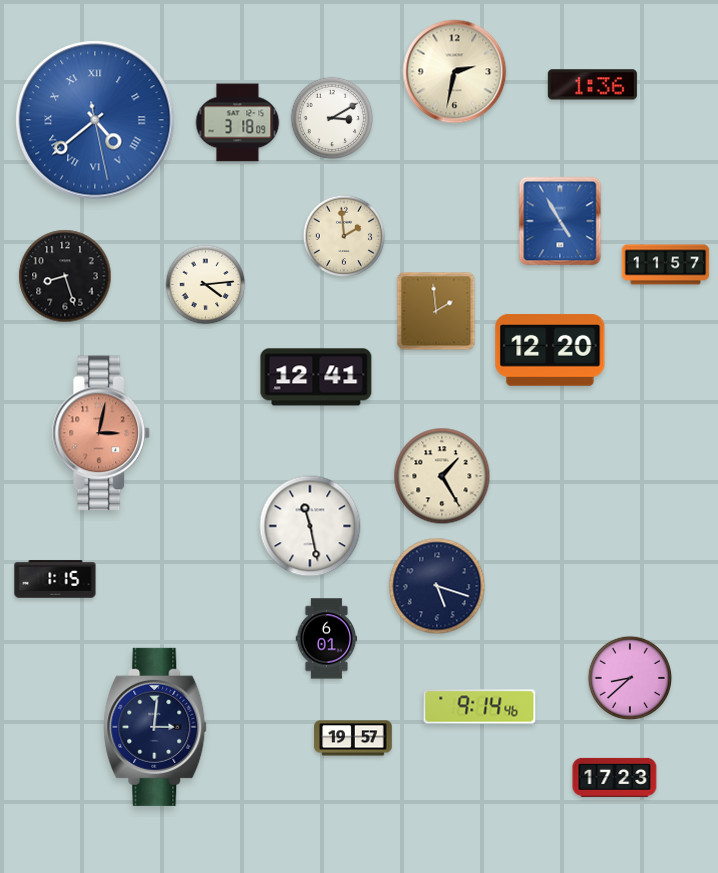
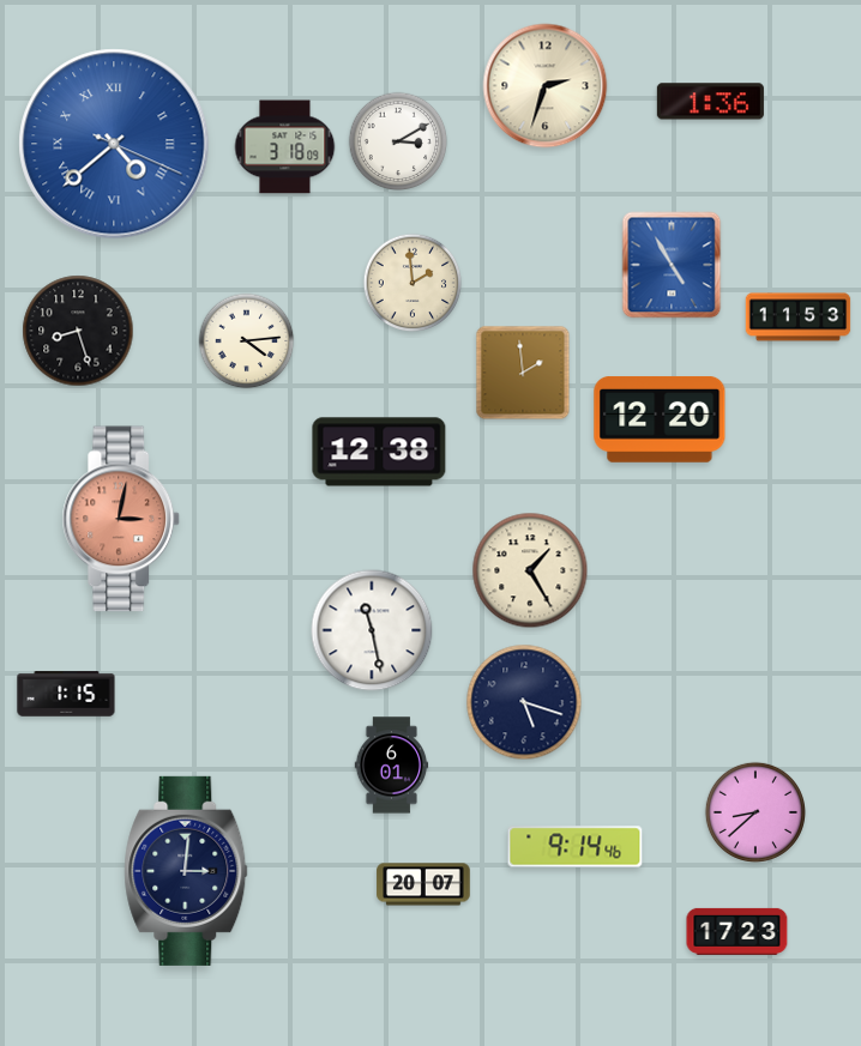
clock at (455, 72): 2:32 -> 2:33
clock at (95, 120): 4:38:28 -> 4:38:19
clock at (666, 265): 11:57 -> 11:53
clock at (316, 377): 12:41 -> 12:38
clock at (353, 738): 19:57 -> 20:07
